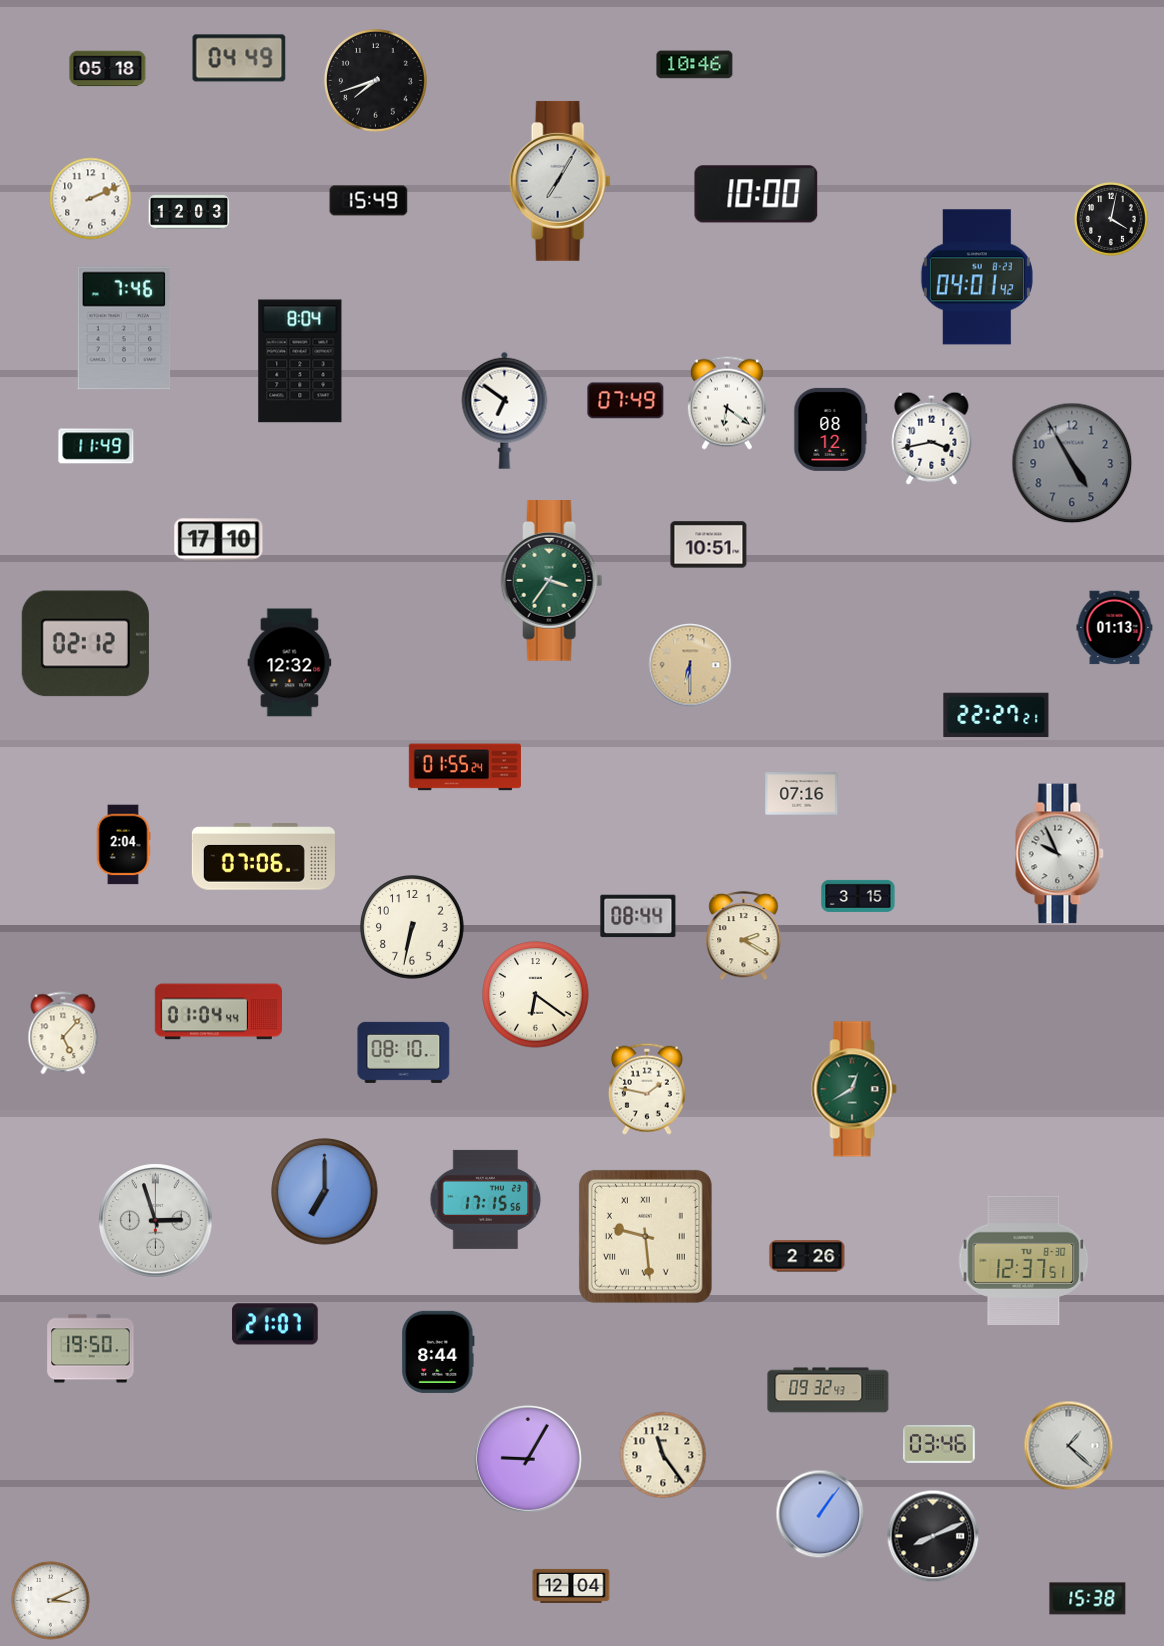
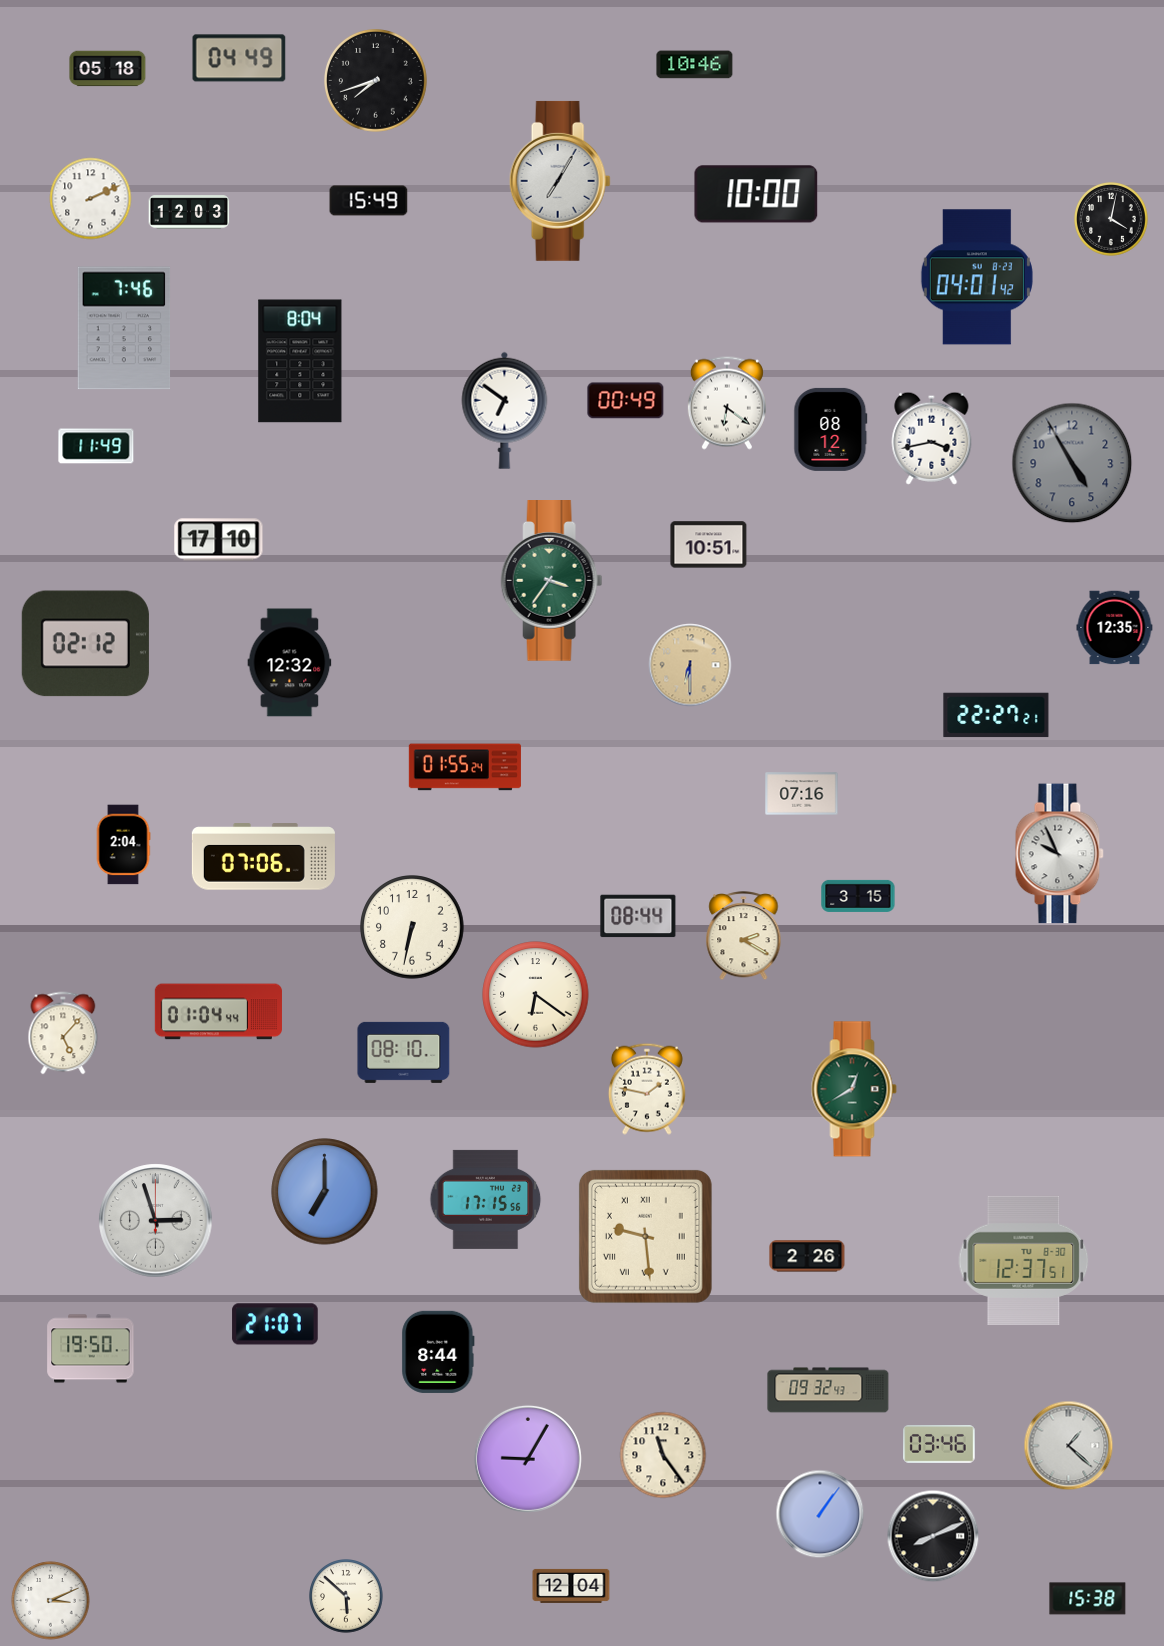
clock at (626, 401): 07:49 -> 00:49
clock at (1115, 628): 01:13 -> 12:35
clock at (347, 1597): none -> 5:52
